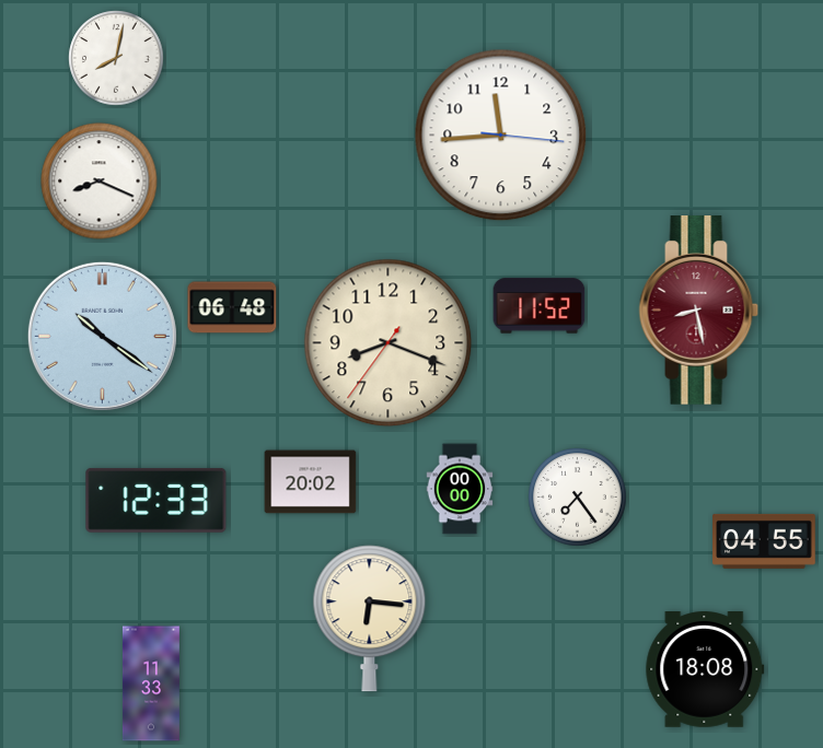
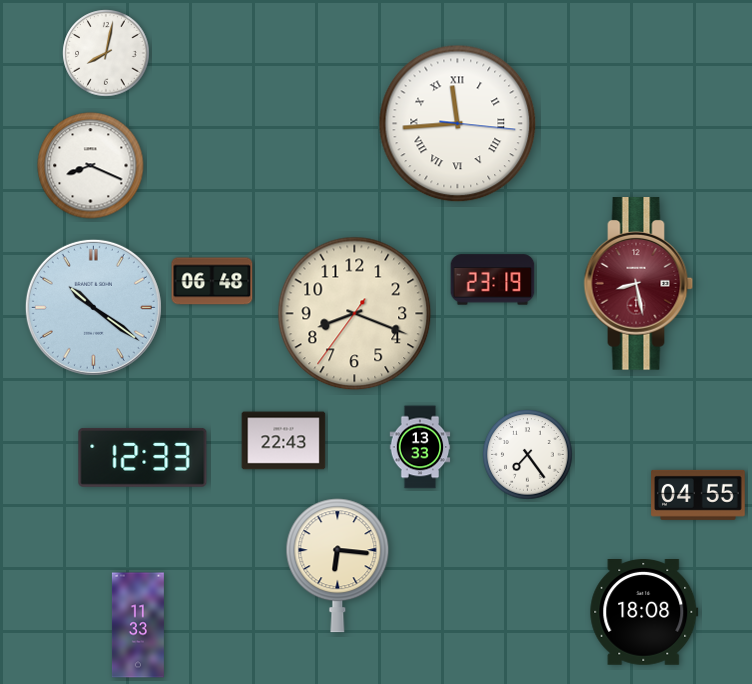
clock at (501, 136) numerals: Arabic -> Roman
clock at (540, 306): 11:52 -> 23:19
clock at (311, 482): 20:02 -> 22:43
clock at (460, 489): 00:00 -> 13:33
